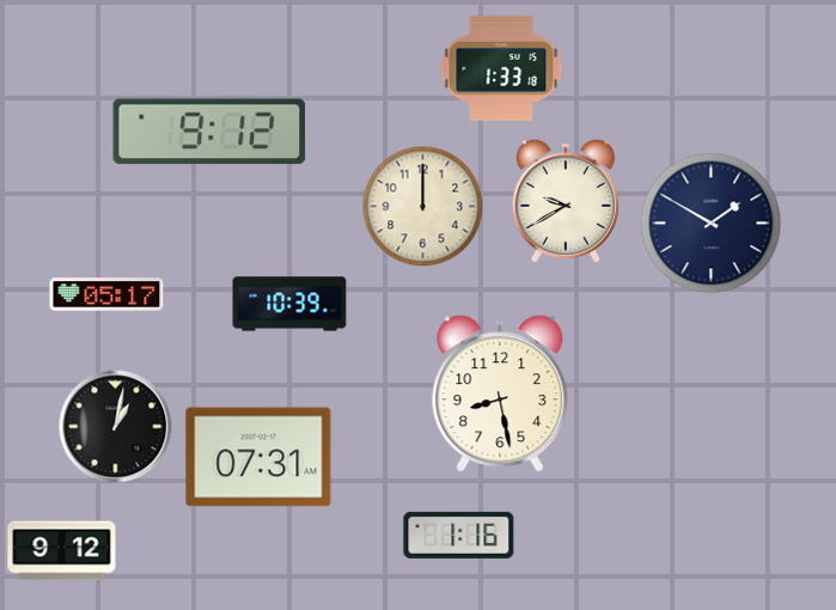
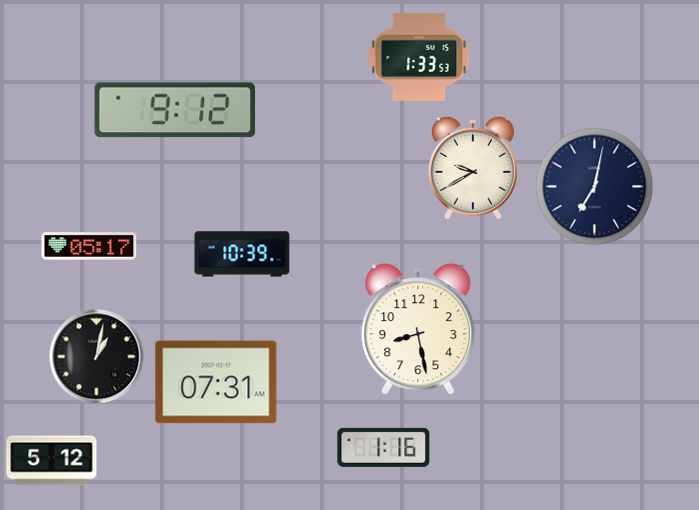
clock at (501, 68): 1:33:18 -> 1:33:53
clock at (423, 207): 12:00 -> none
clock at (712, 224): 1:50 -> 7:02
clock at (62, 551): 9:12 -> 5:12
